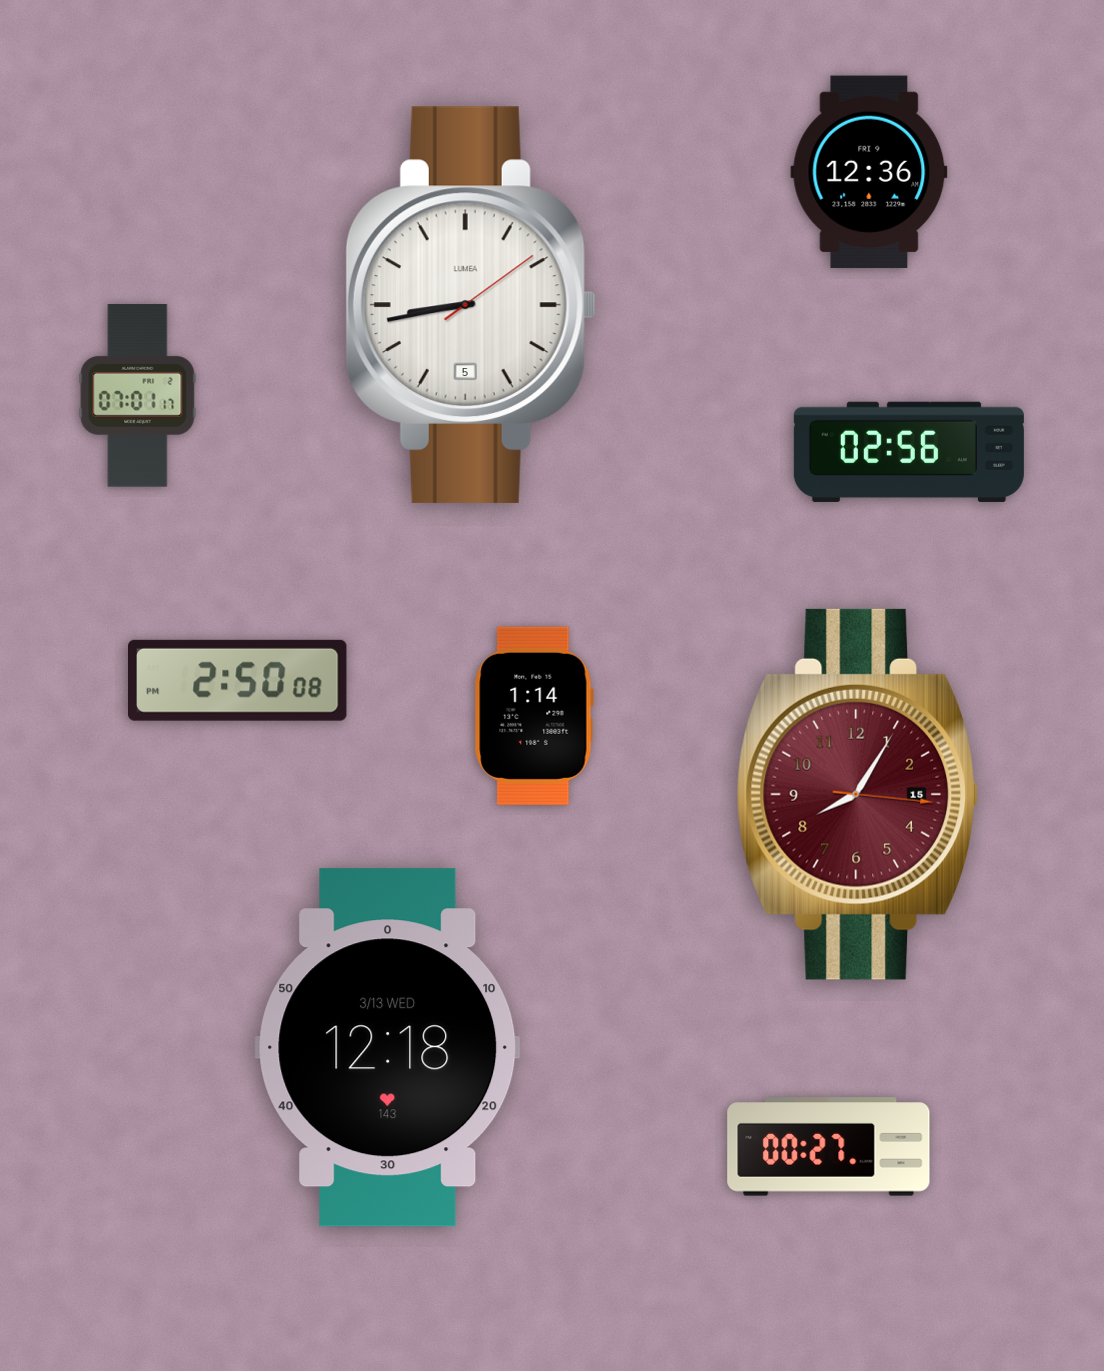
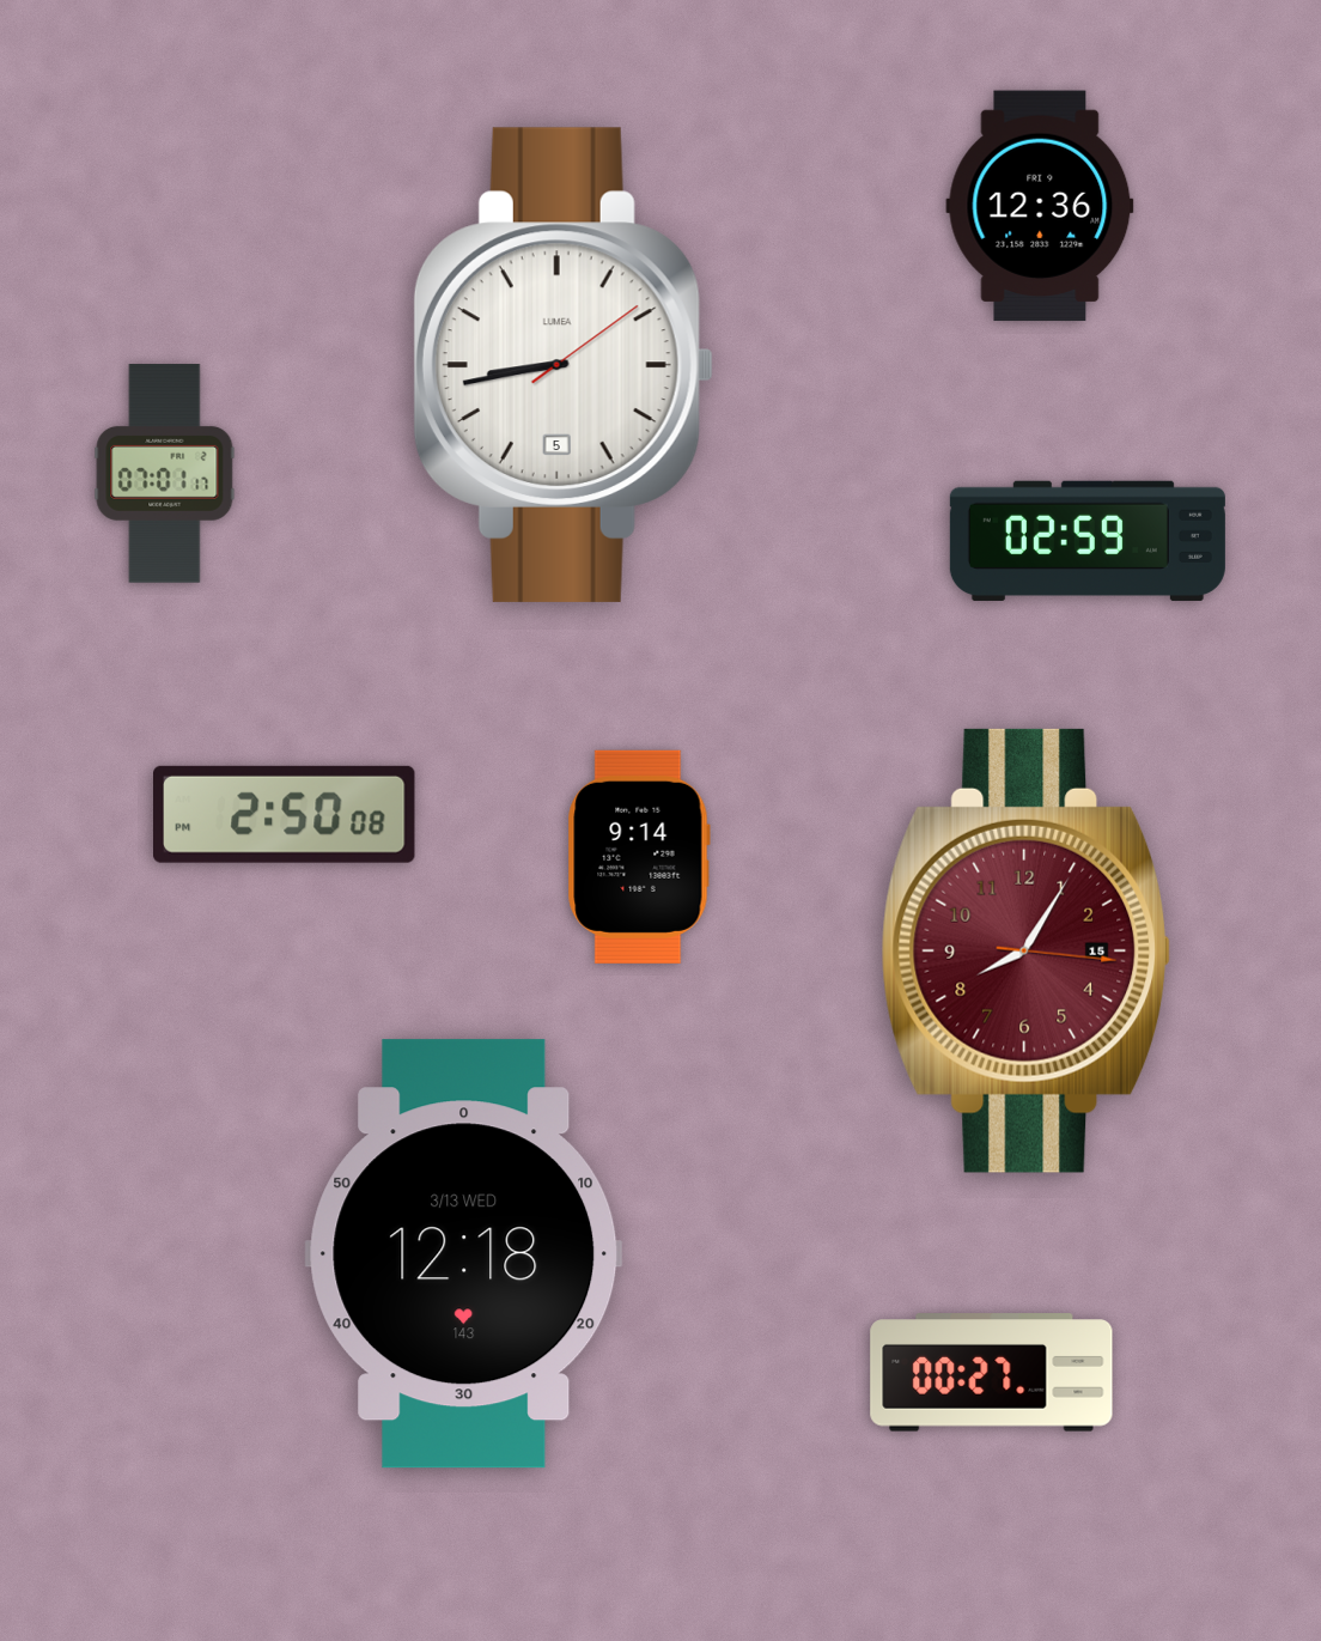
clock at (909, 452): 02:56 -> 02:59
clock at (534, 716): 1:14 -> 9:14
